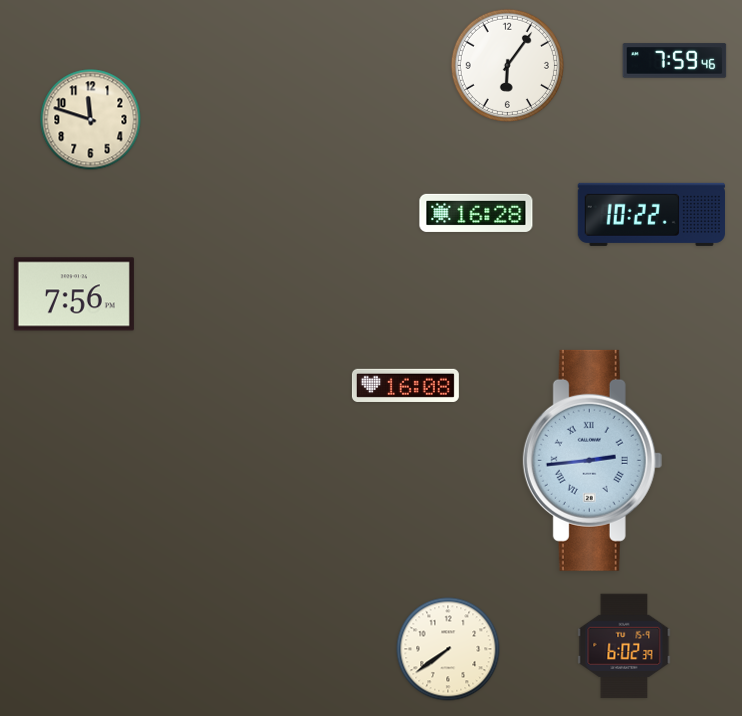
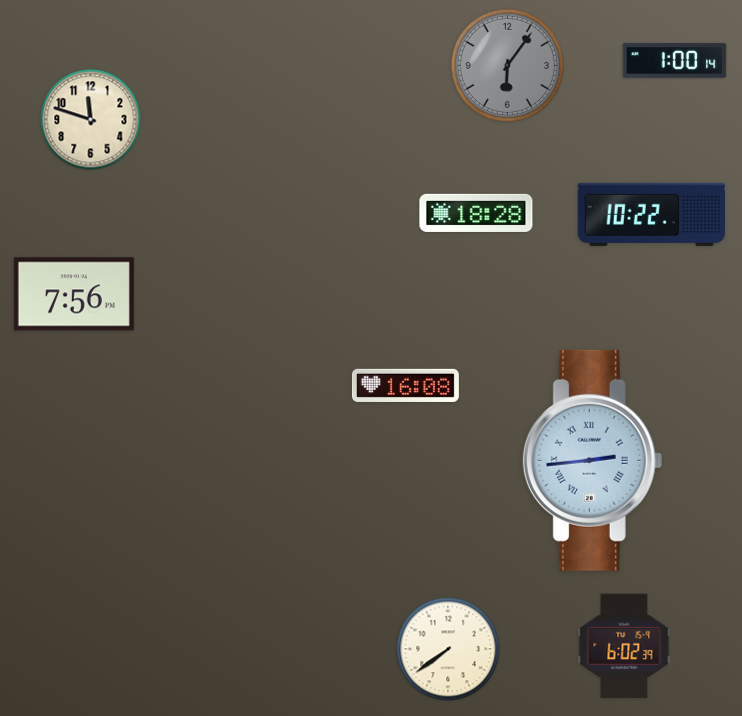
clock at (675, 61): 7:59 -> 1:00
clock at (507, 65) dial: white -> grey
clock at (476, 213): 16:28 -> 18:28
